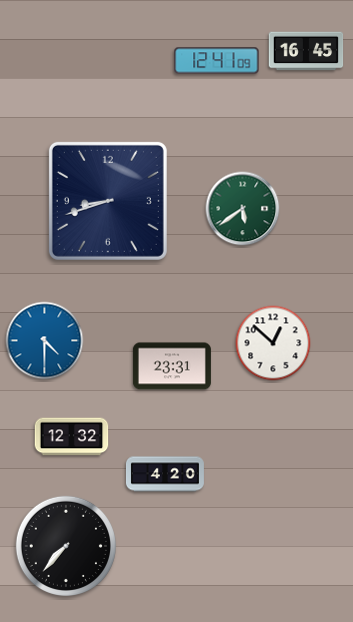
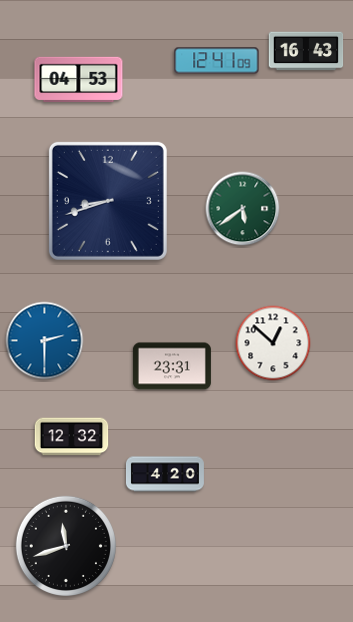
clock at (306, 51): 16:45 -> 16:43
clock at (79, 80): none -> 04:53
clock at (45, 341): 4:30 -> 2:30
clock at (66, 546): 7:37 -> 11:42
